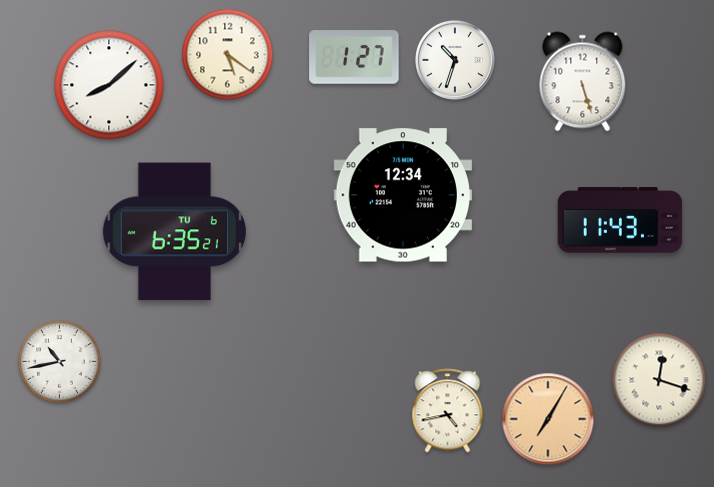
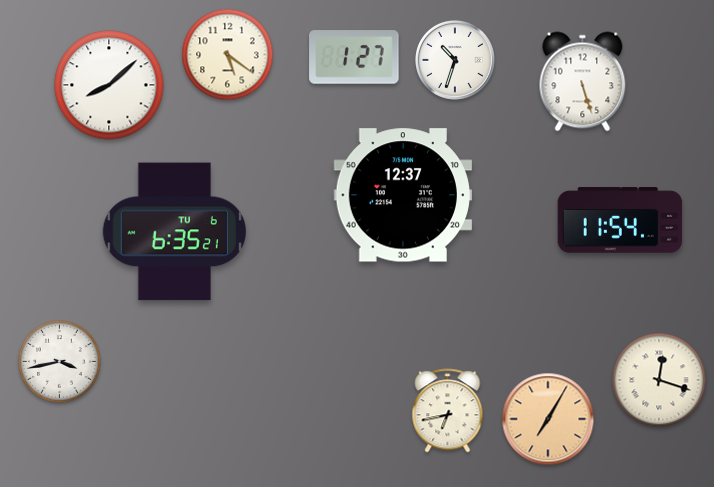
clock at (403, 195): 12:34 -> 12:37
clock at (620, 220): 11:43 -> 11:54
clock at (60, 362): 10:43 -> 3:43
clock at (448, 411): 4:43 -> 6:43
